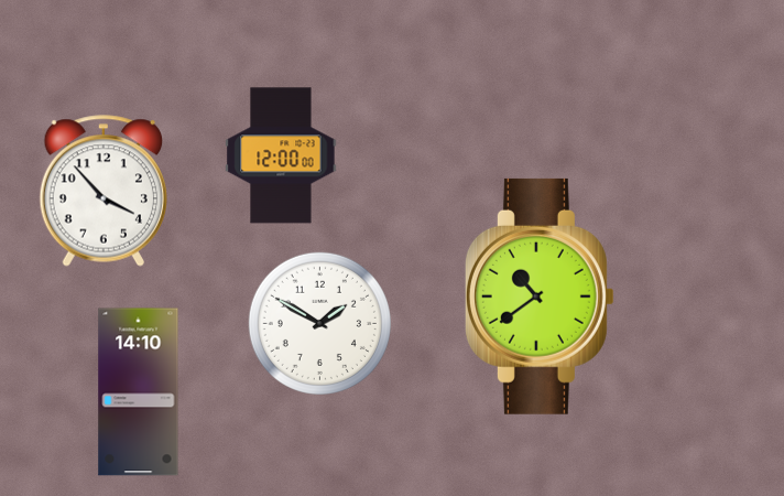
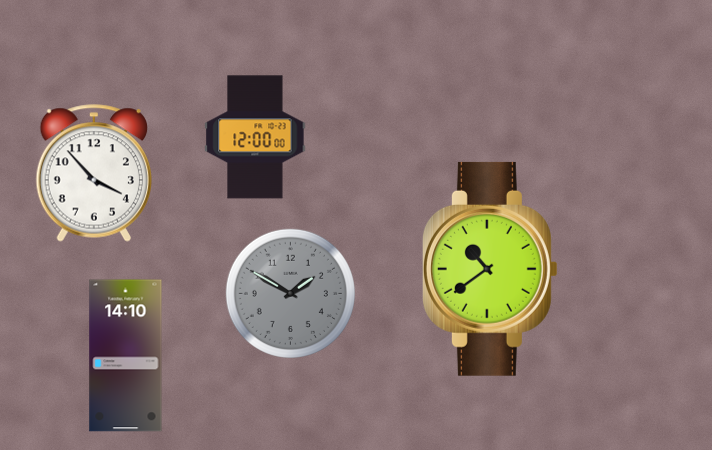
clock at (281, 155) position: (281, 155) -> (255, 137)
clock at (319, 323) dial: white -> grey
